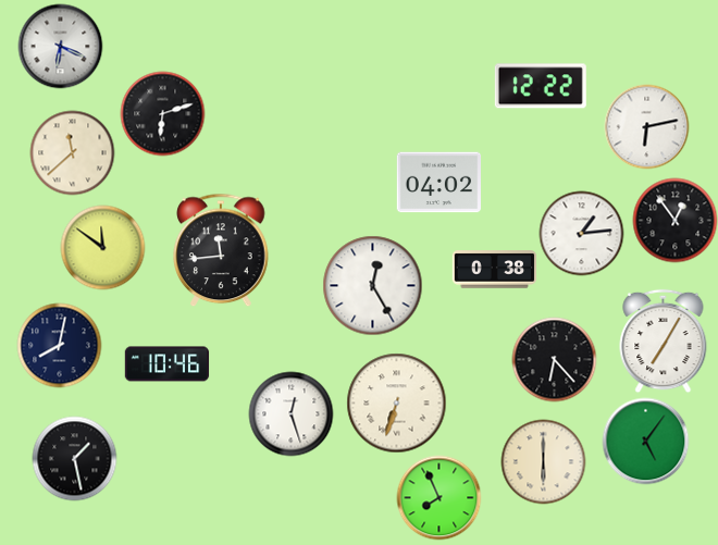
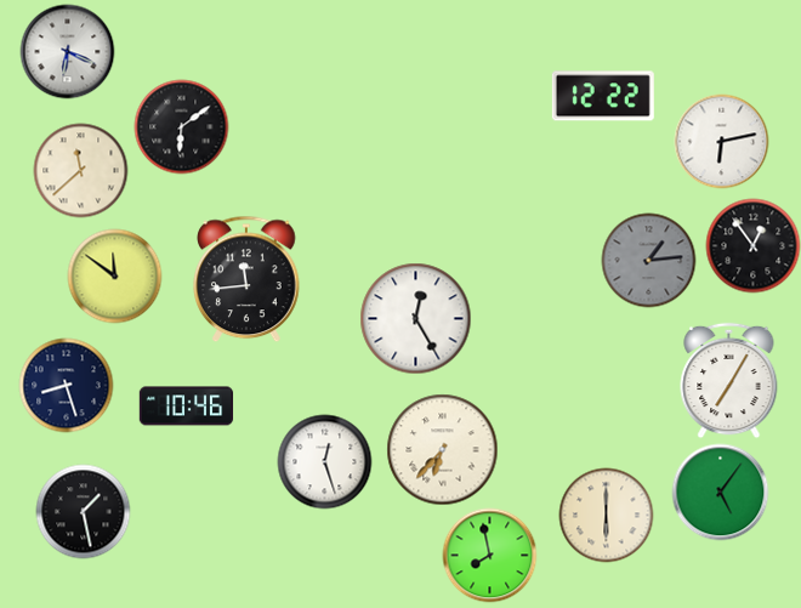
clock at (162, 113): 6:12 -> 6:09
clock at (438, 183): 04:02 -> none
clock at (581, 233) dial: white -> grey
clock at (494, 270): 0:38 -> none
clock at (664, 340) position: (664, 340) -> (729, 380)
clock at (59, 345): 8:02 -> 8:27
clock at (554, 359): 6:23 -> none
clock at (396, 402): 6:33 -> 6:37
clock at (438, 497): 7:56 -> 7:58
